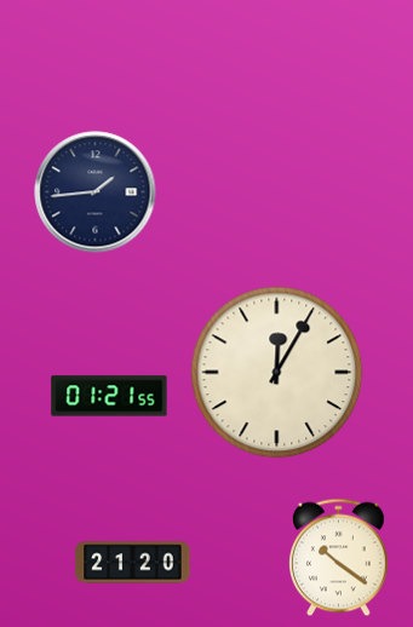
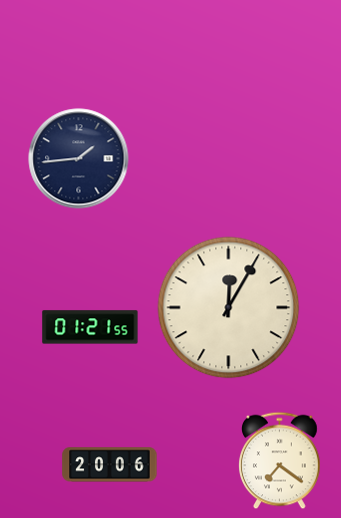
clock at (339, 558): 10:21 -> 7:21
clock at (133, 563): 21:20 -> 20:06
